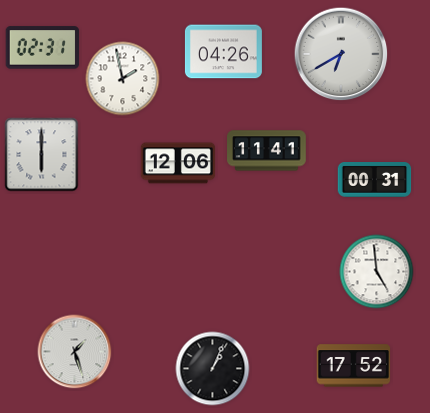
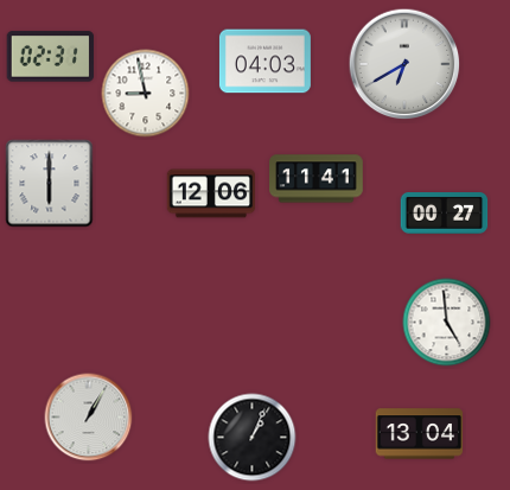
clock at (223, 52): 04:26 -> 04:03
clock at (123, 79): 1:58 -> 8:58
clock at (375, 180): 00:31 -> 00:27
clock at (75, 352): 1:27 -> 1:05
clock at (354, 366): 17:52 -> 13:04
